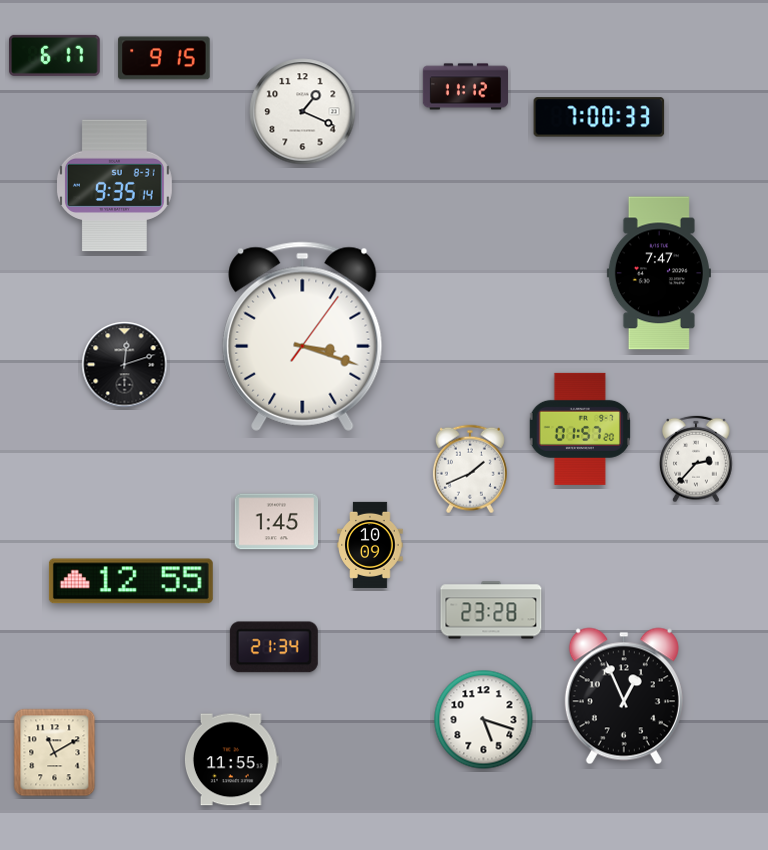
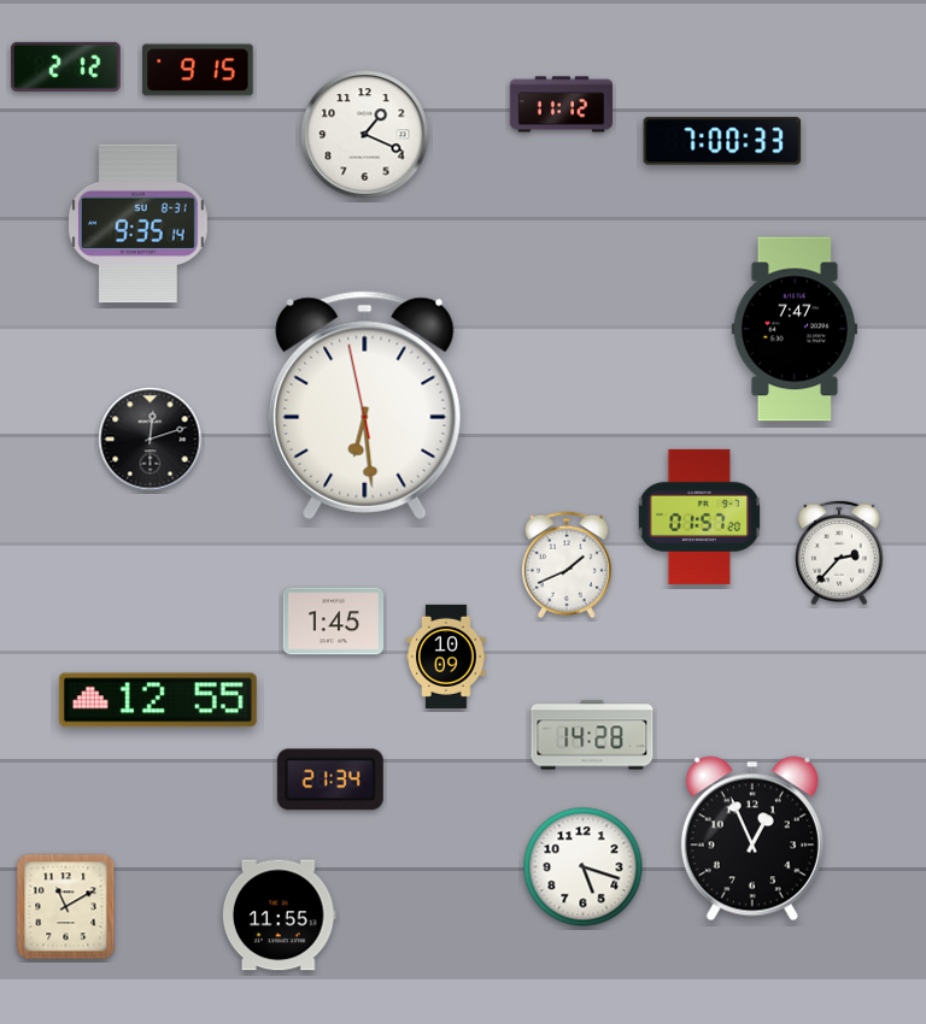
clock at (55, 55): 6:17 -> 2:12
clock at (303, 336): 3:18 -> 6:28
clock at (277, 522) position: (277, 522) -> (334, 622)
clock at (491, 610): 23:28 -> 14:28
